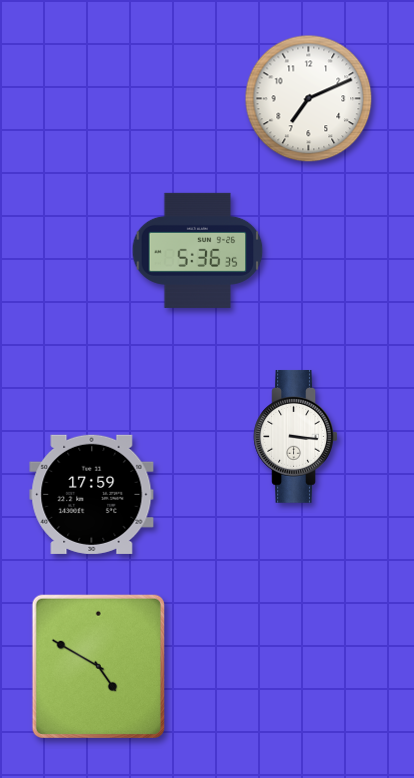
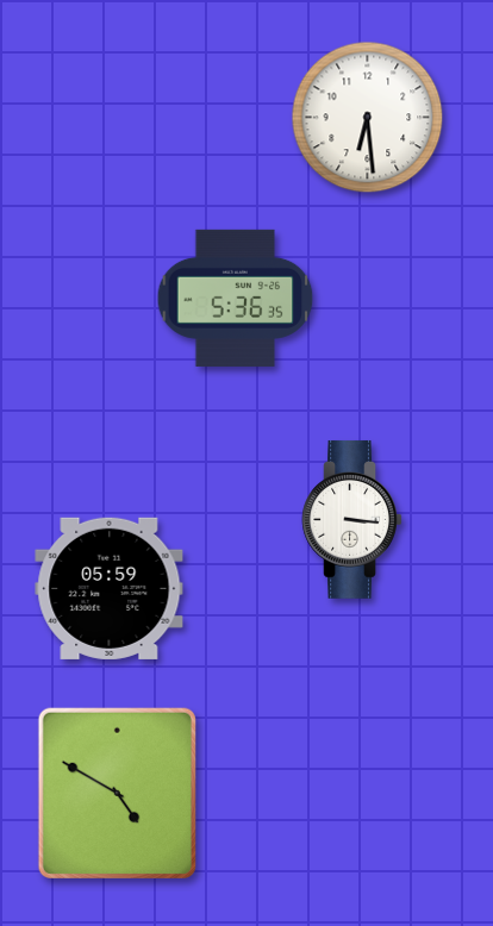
clock at (309, 99): 7:11 -> 6:29
clock at (92, 494): 17:59 -> 05:59
